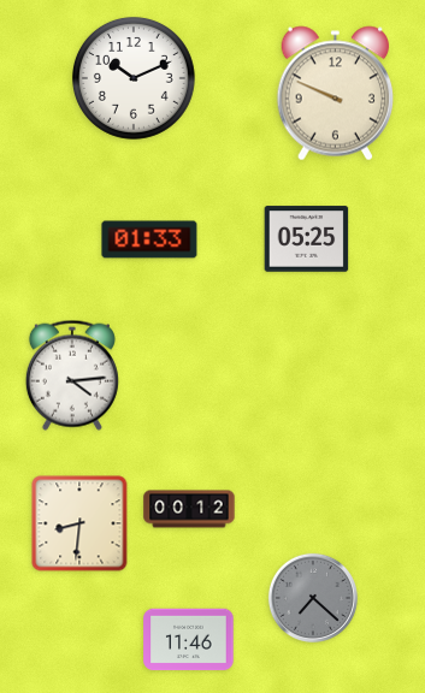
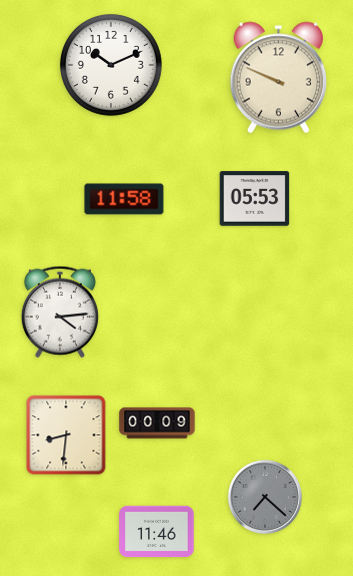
clock at (149, 239): 01:33 -> 11:58
clock at (307, 239): 05:25 -> 05:53
clock at (189, 509): 00:12 -> 00:09
clock at (313, 598) position: (313, 598) -> (265, 497)
